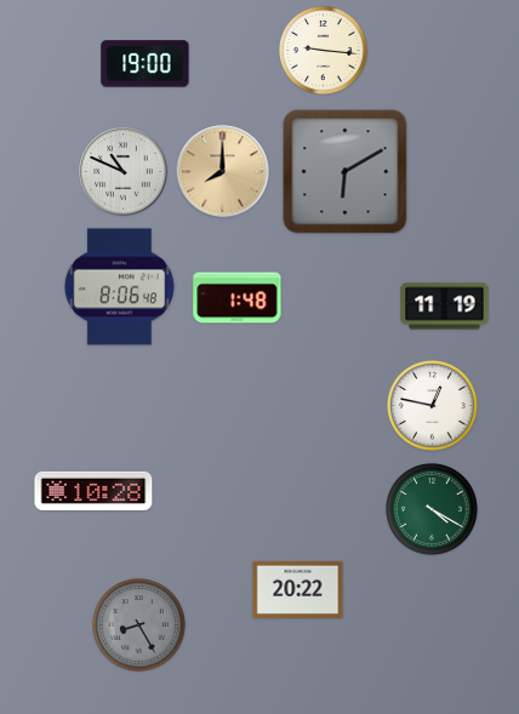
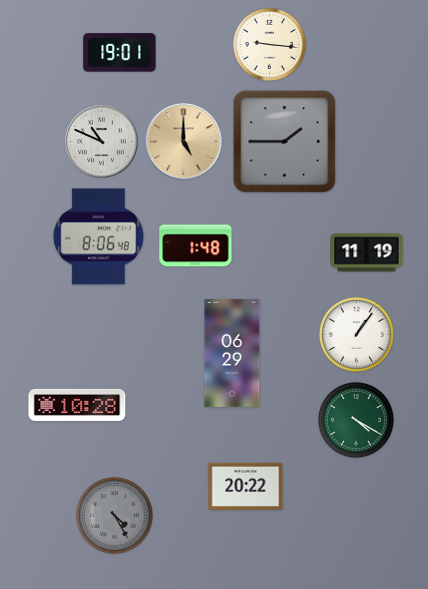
clock at (323, 50) position: (323, 50) -> (269, 44)
clock at (146, 64): 19:00 -> 19:01
clock at (223, 172): 8:00 -> 5:00
clock at (346, 172): 6:10 -> 1:45
clock at (433, 406): 12:47 -> 1:06
clock at (232, 353): none -> 06:29
clock at (139, 626): 8:25 -> 4:25
